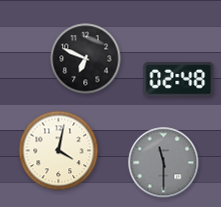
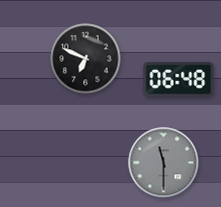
clock at (179, 80): 02:48 -> 06:48
clock at (59, 151): 4:02 -> none
